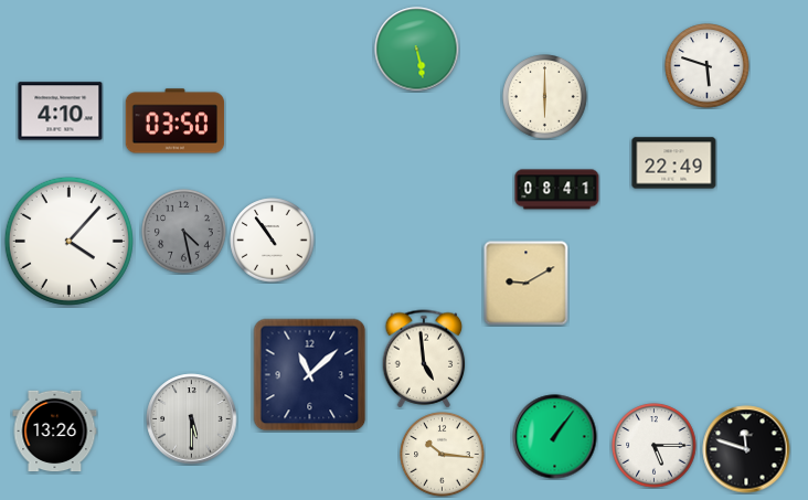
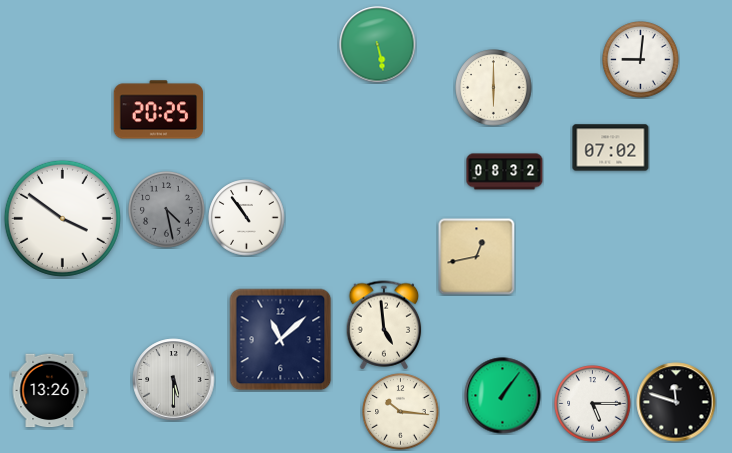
clock at (708, 66): 5:48 -> 9:01
clock at (61, 111): 4:10 -> none
clock at (176, 121): 03:50 -> 20:25
clock at (674, 163): 22:49 -> 07:02
clock at (557, 190): 08:41 -> 08:32
clock at (68, 241): 4:07 -> 3:51
clock at (527, 284): 9:10 -> 12:43
clock at (746, 449) position: (746, 449) -> (676, 402)
